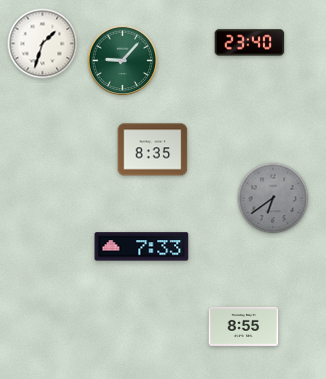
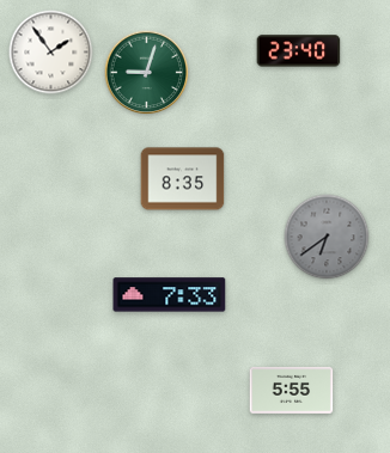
clock at (43, 44): 1:33 -> 1:54
clock at (123, 61): 9:07 -> 9:03
clock at (244, 326): 8:55 -> 5:55
